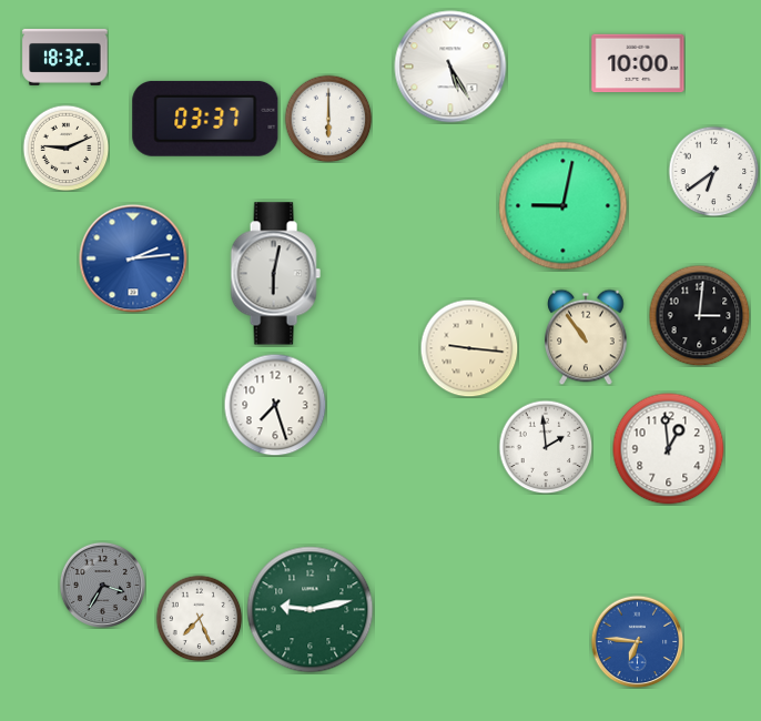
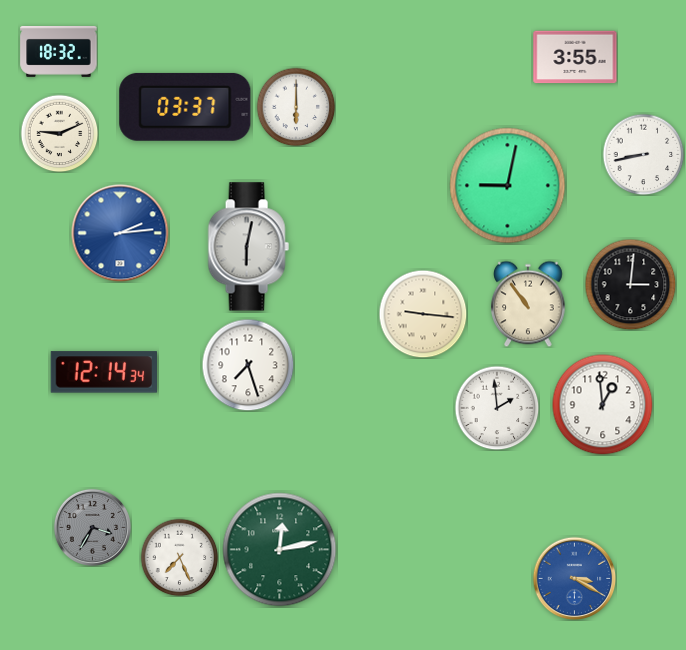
clock at (638, 63): 10:00 -> 3:55
clock at (450, 67): 5:25 -> none
clock at (713, 171): 6:39 -> 8:43
clock at (103, 372): none -> 12:14
clock at (546, 447) position: (546, 447) -> (497, 408)
clock at (311, 610): 9:13 -> 12:13
clock at (637, 641): 6:46 -> 3:20
